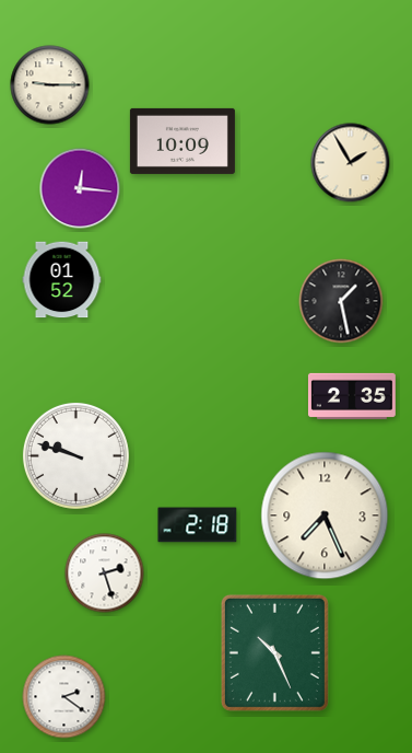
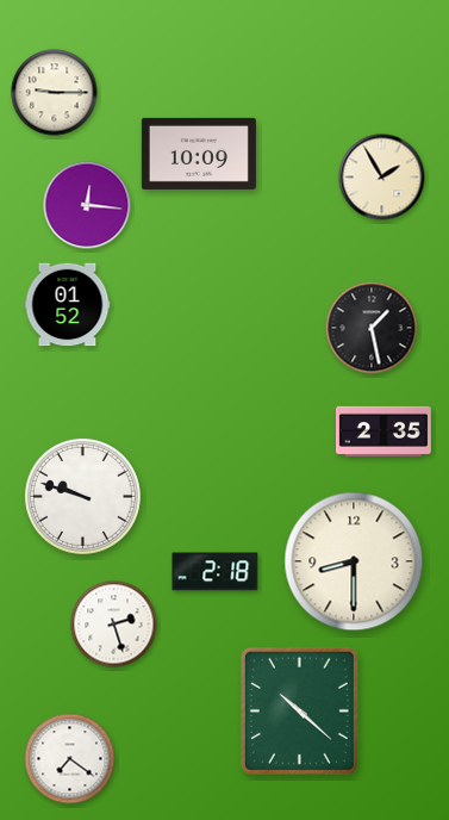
clock at (325, 515): 7:26 -> 8:30
clock at (274, 652): 10:26 -> 10:22
clock at (64, 697): 2:21 -> 7:21
